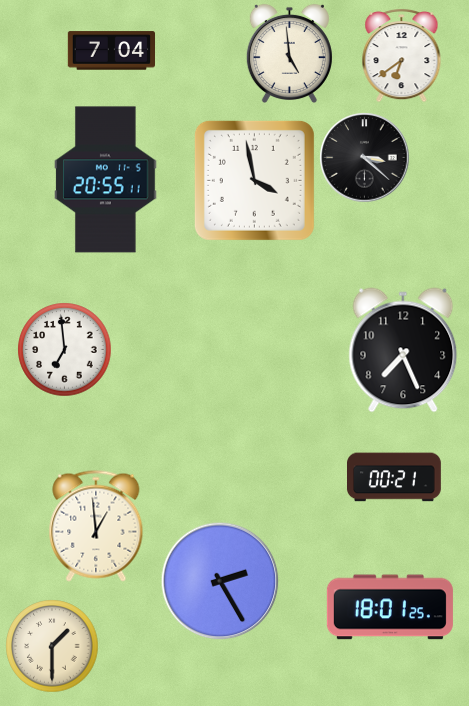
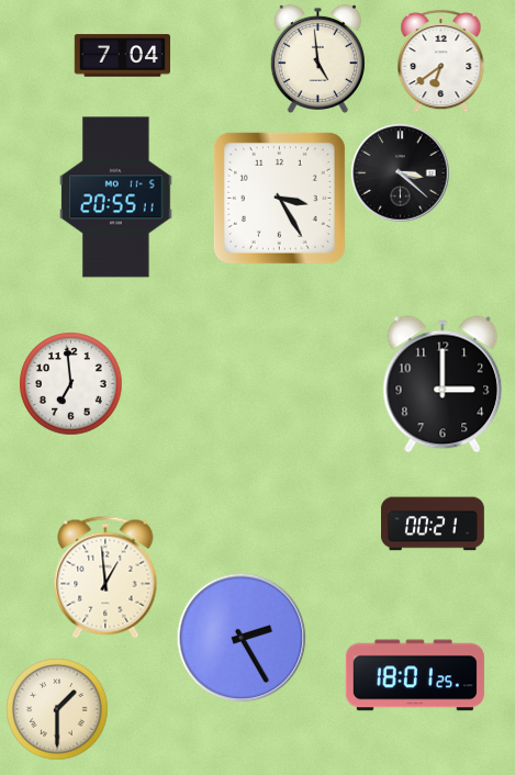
clock at (254, 180): 3:58 -> 3:25
clock at (403, 350): 7:26 -> 3:00
clock at (390, 607) position: (390, 607) -> (415, 675)
